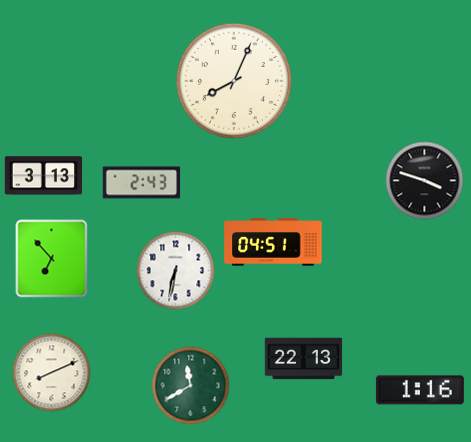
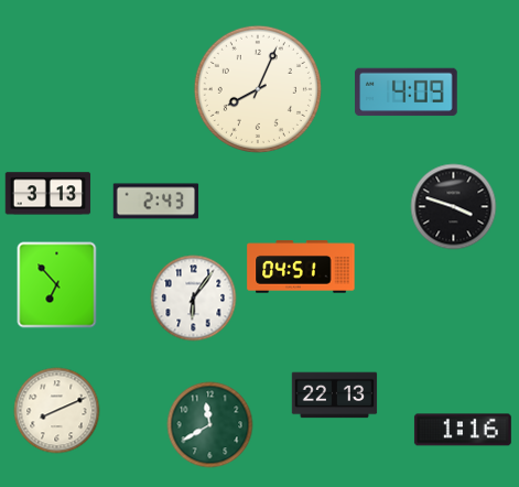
clock at (407, 93): none -> 4:09
clock at (424, 180) position: (424, 180) -> (453, 206)
clock at (175, 270): 6:32 -> 6:06
